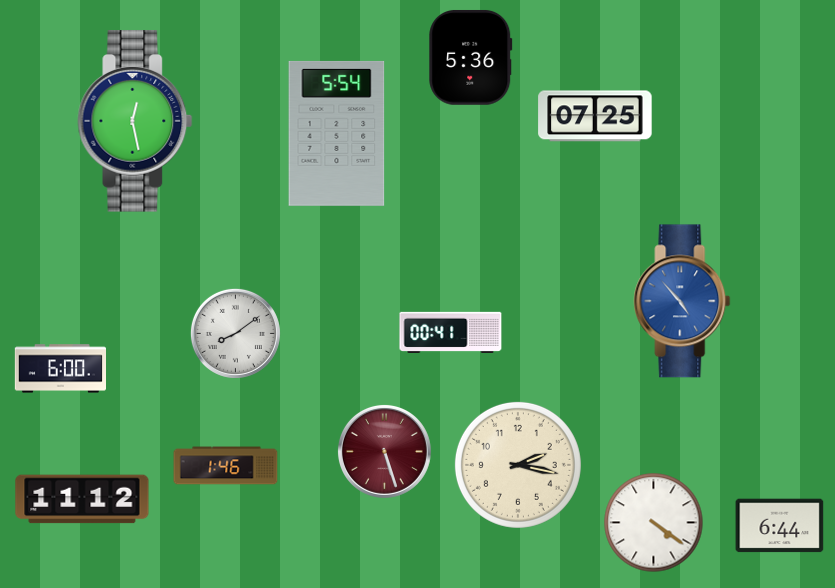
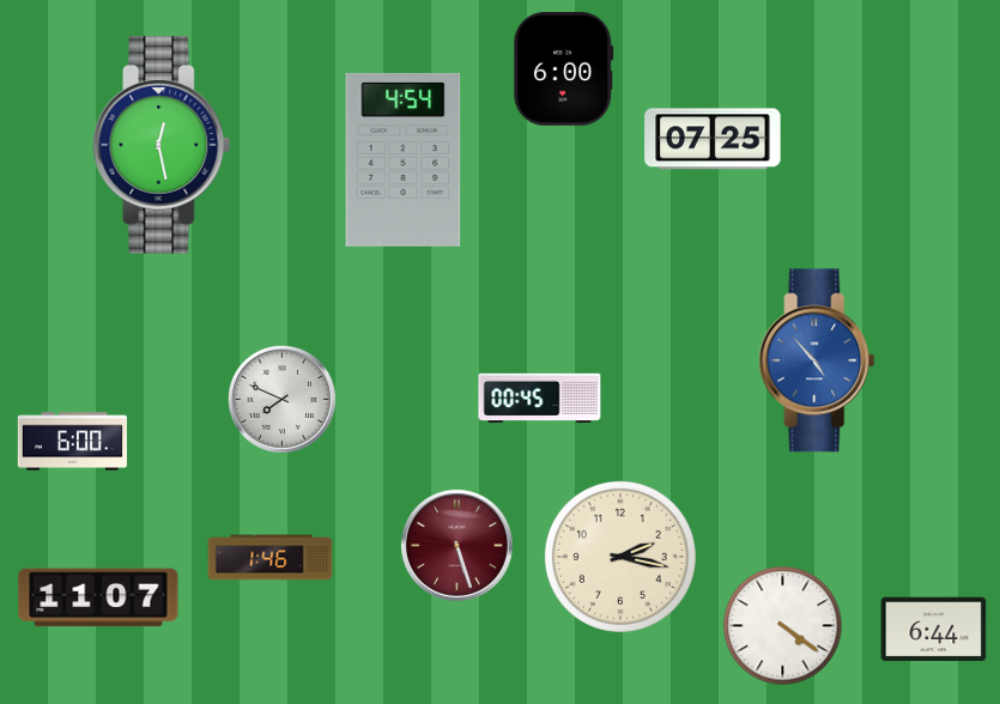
clock at (471, 57): 5:36 -> 6:00
clock at (337, 133): 5:54 -> 4:54
clock at (451, 332): 00:41 -> 00:45
clock at (235, 333): 8:09 -> 7:49
clock at (384, 451) position: (384, 451) -> (456, 545)
clock at (82, 499): 11:12 -> 11:07
